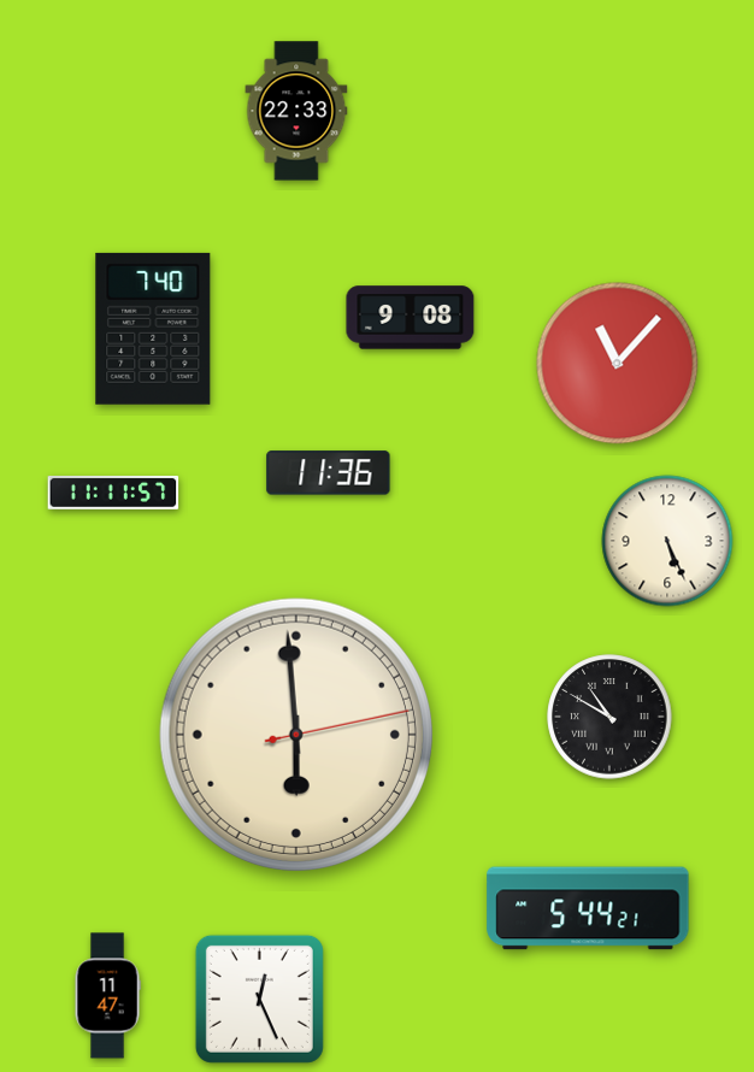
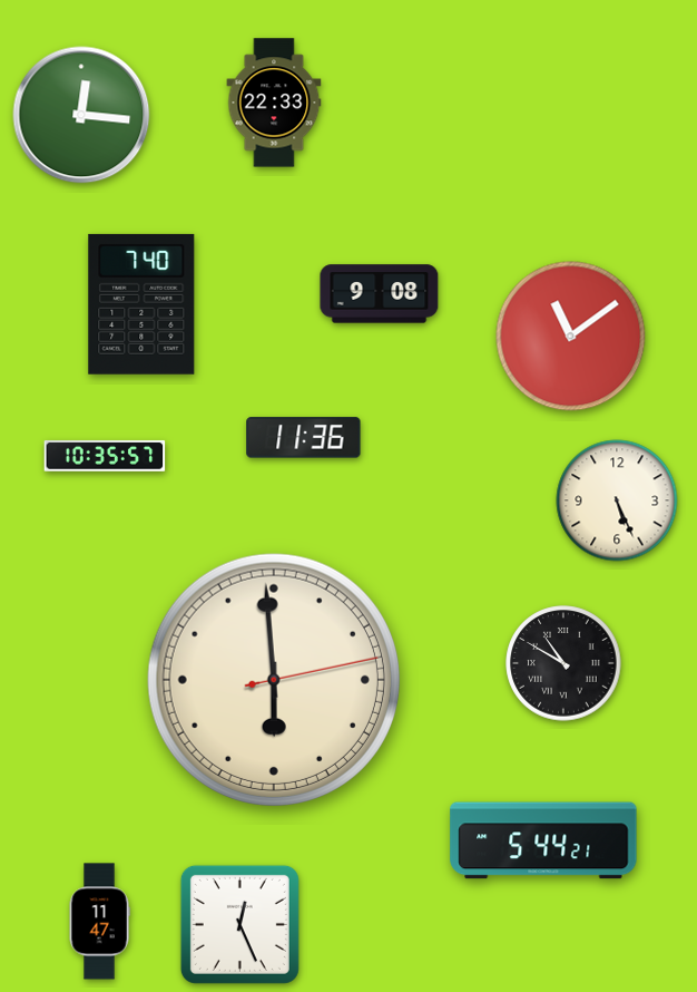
clock at (81, 115): none -> 12:16
clock at (618, 364): 11:07 -> 11:09
clock at (113, 493): 11:11 -> 10:35
